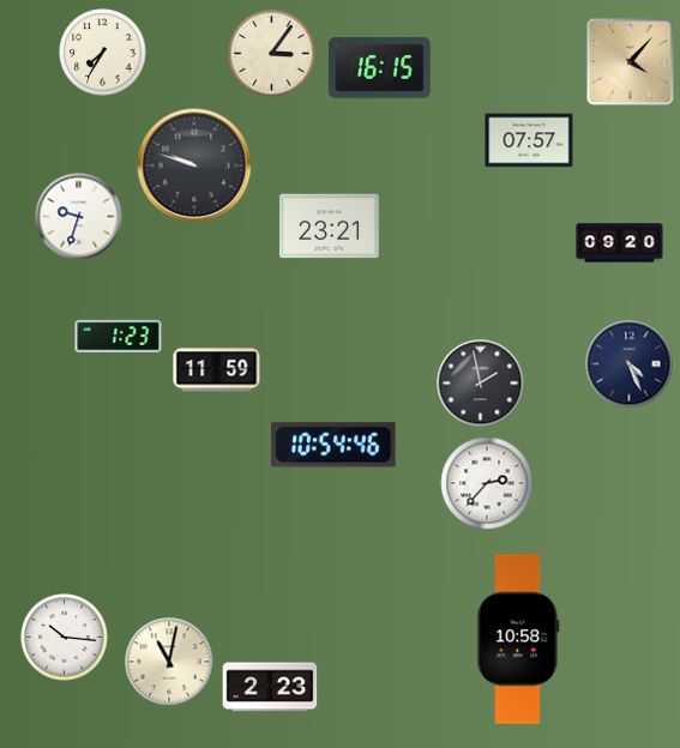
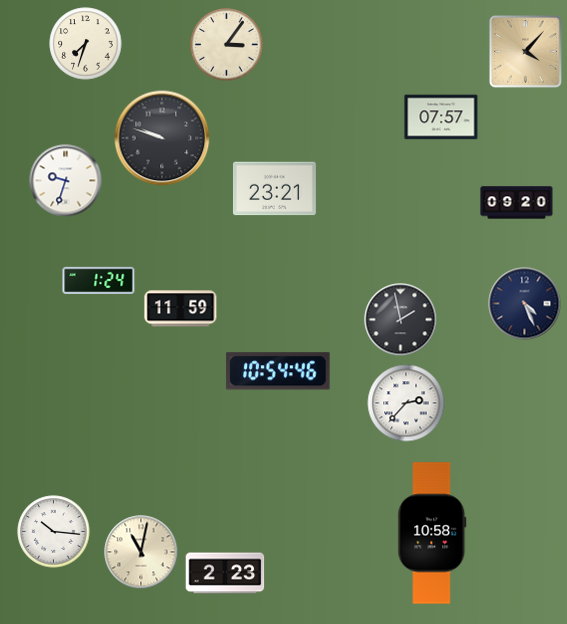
clock at (103, 53): 7:35 -> 7:33
clock at (380, 68): 16:15 -> none
clock at (119, 336): 1:23 -> 1:24
